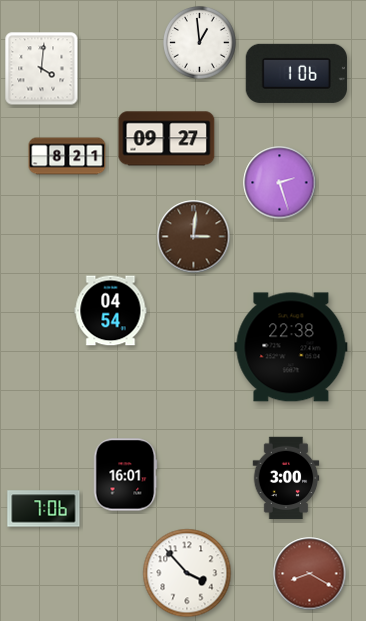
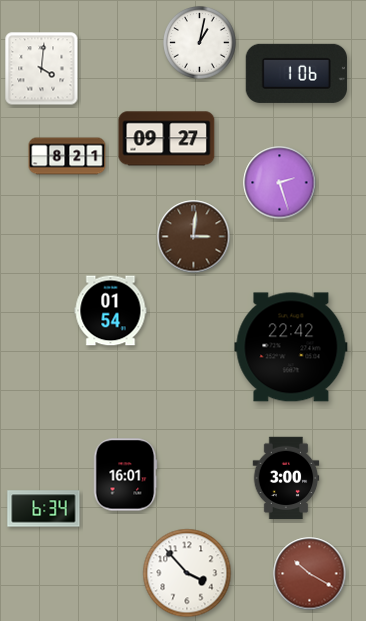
clock at (200, 43): 12:59 -> 1:02
clock at (111, 311): 04:54 -> 01:54
clock at (291, 347): 22:38 -> 22:42
clock at (44, 509): 7:06 -> 6:34
clock at (310, 574): 8:20 -> 10:20
